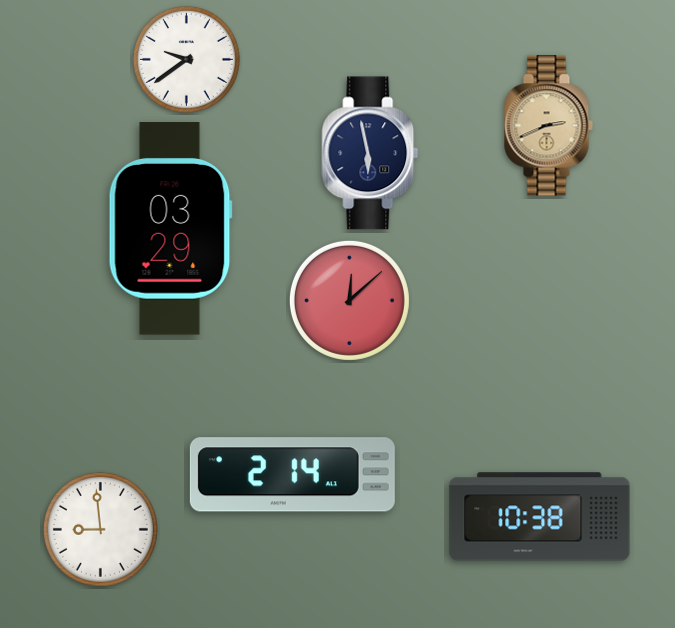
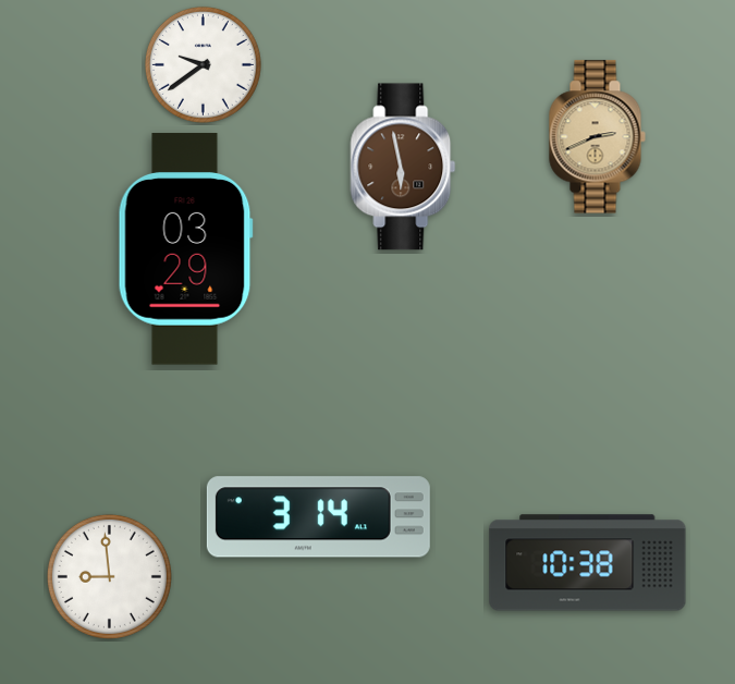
clock at (370, 153) dial: navy -> brown
clock at (349, 300): 12:08 -> none
clock at (292, 475): 2:14 -> 3:14
